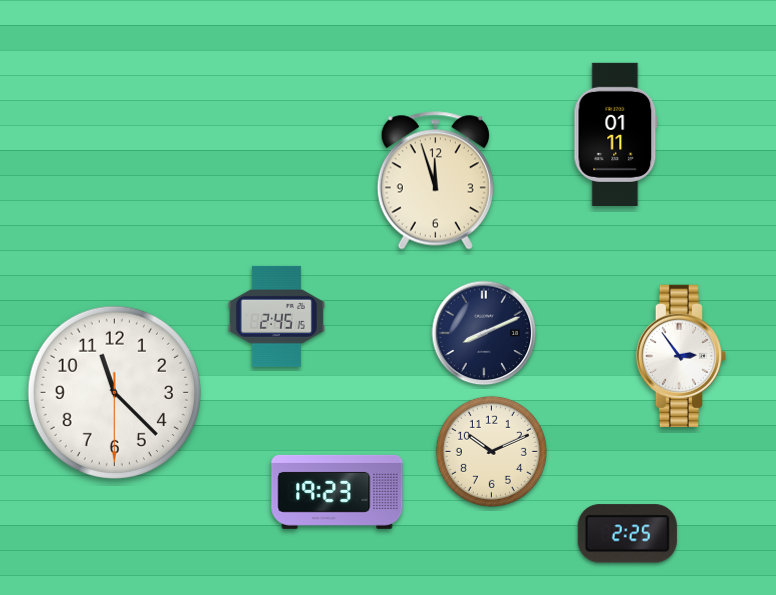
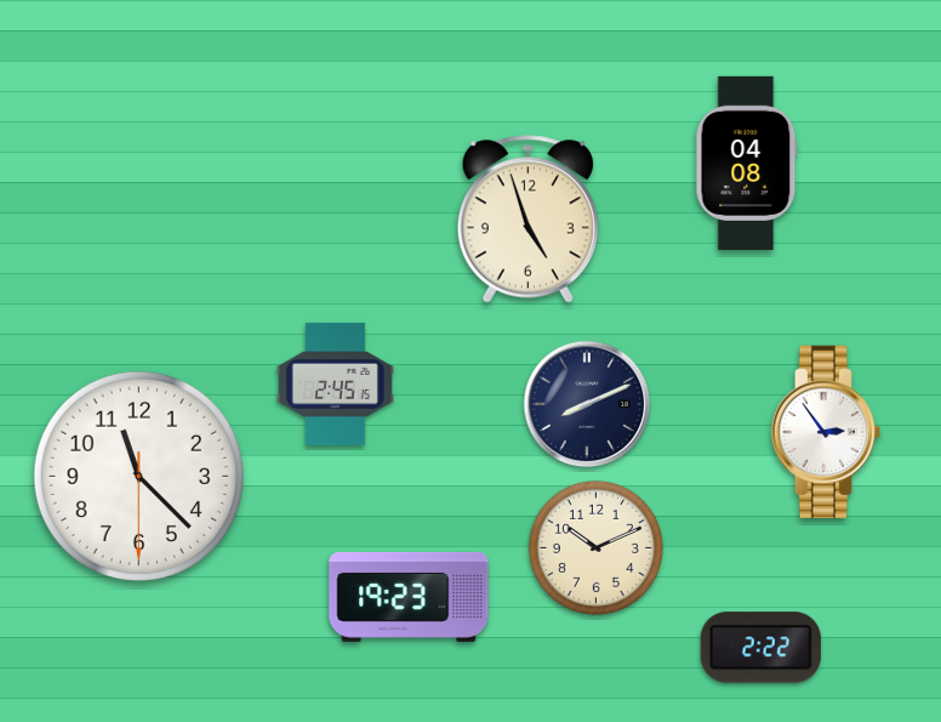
clock at (616, 134): 01:11 -> 04:08
clock at (435, 181): 11:57 -> 4:57
clock at (627, 534): 2:25 -> 2:22
